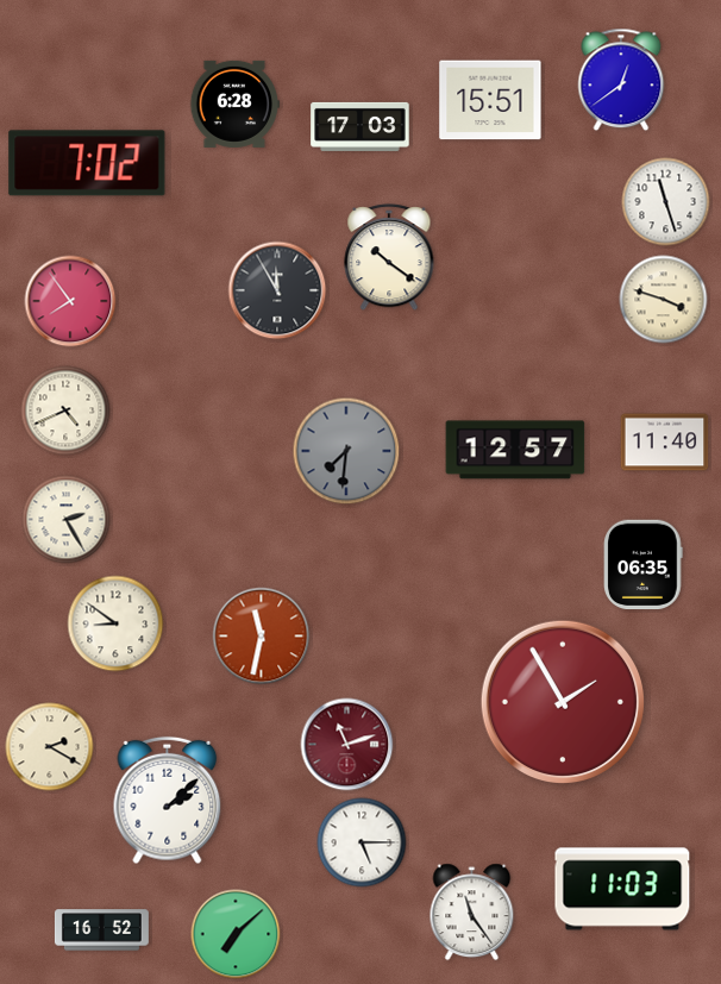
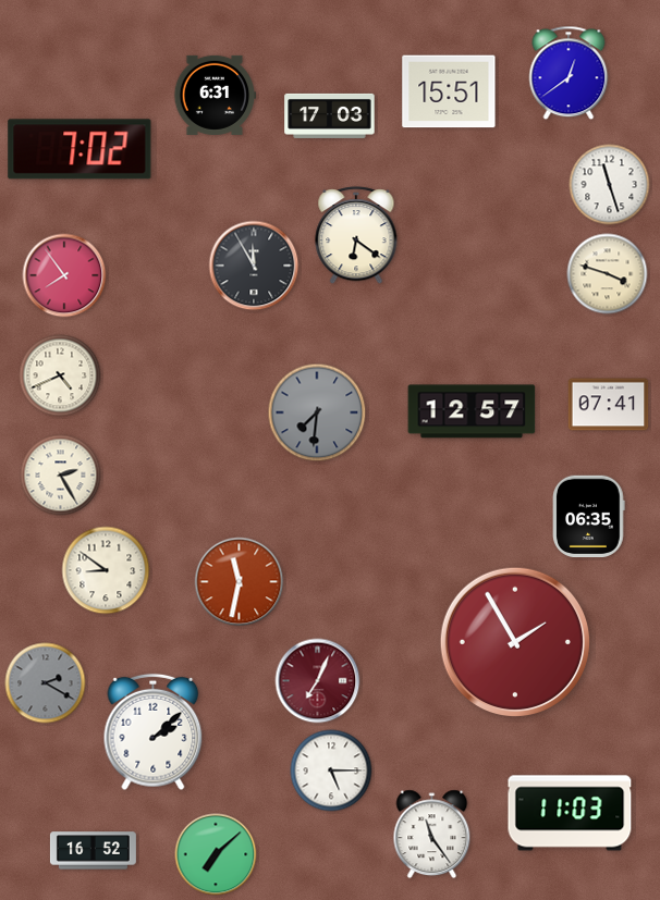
clock at (236, 104): 6:28 -> 6:31
clock at (389, 258): 10:21 -> 6:21
clock at (665, 443): 11:40 -> 07:41
clock at (347, 745): 11:12 -> 7:04
clock at (50, 747) dial: cream -> grey
